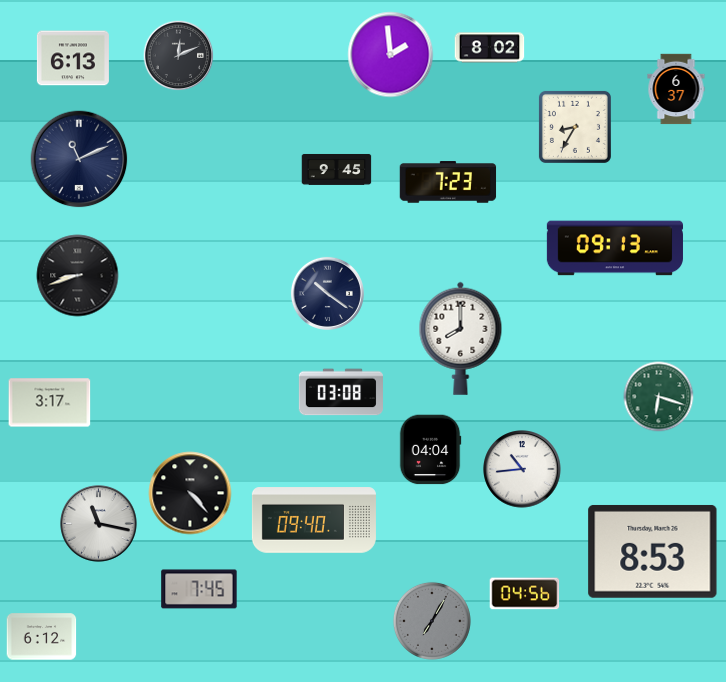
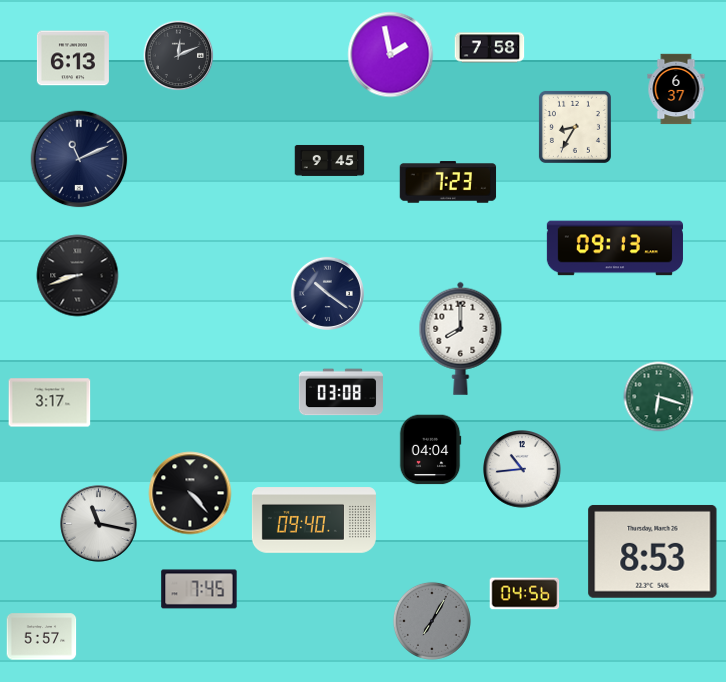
clock at (490, 48): 8:02 -> 7:58
clock at (391, 55): 1:59 -> 1:58
clock at (337, 169) position: (337, 169) -> (330, 160)
clock at (42, 637): 6:12 -> 5:57
